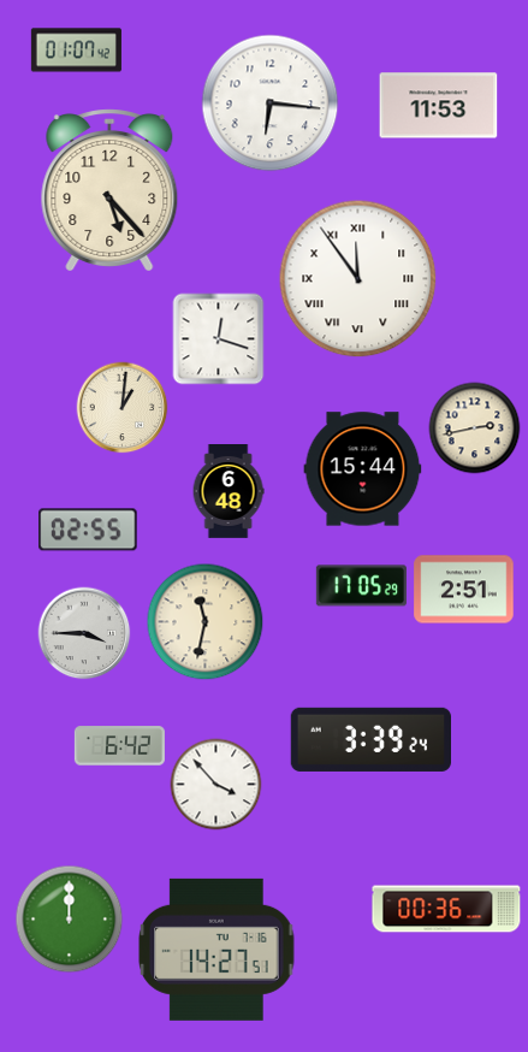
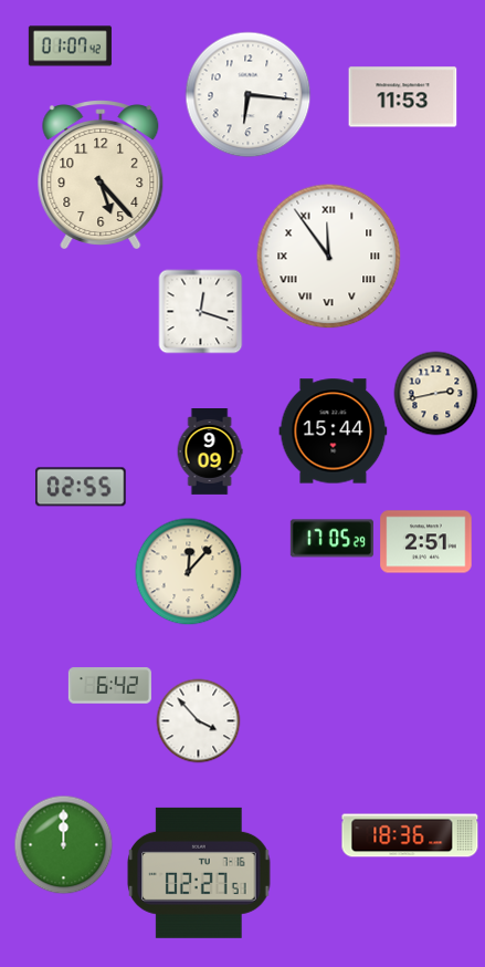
clock at (123, 408): 1:01 -> none
clock at (229, 492): 6:48 -> 9:09
clock at (206, 622): 11:32 -> 12:07
clock at (84, 633): 3:45 -> none
clock at (370, 739): 3:39 -> none
clock at (446, 909): 00:36 -> 18:36
clock at (216, 950): 14:27 -> 02:27
